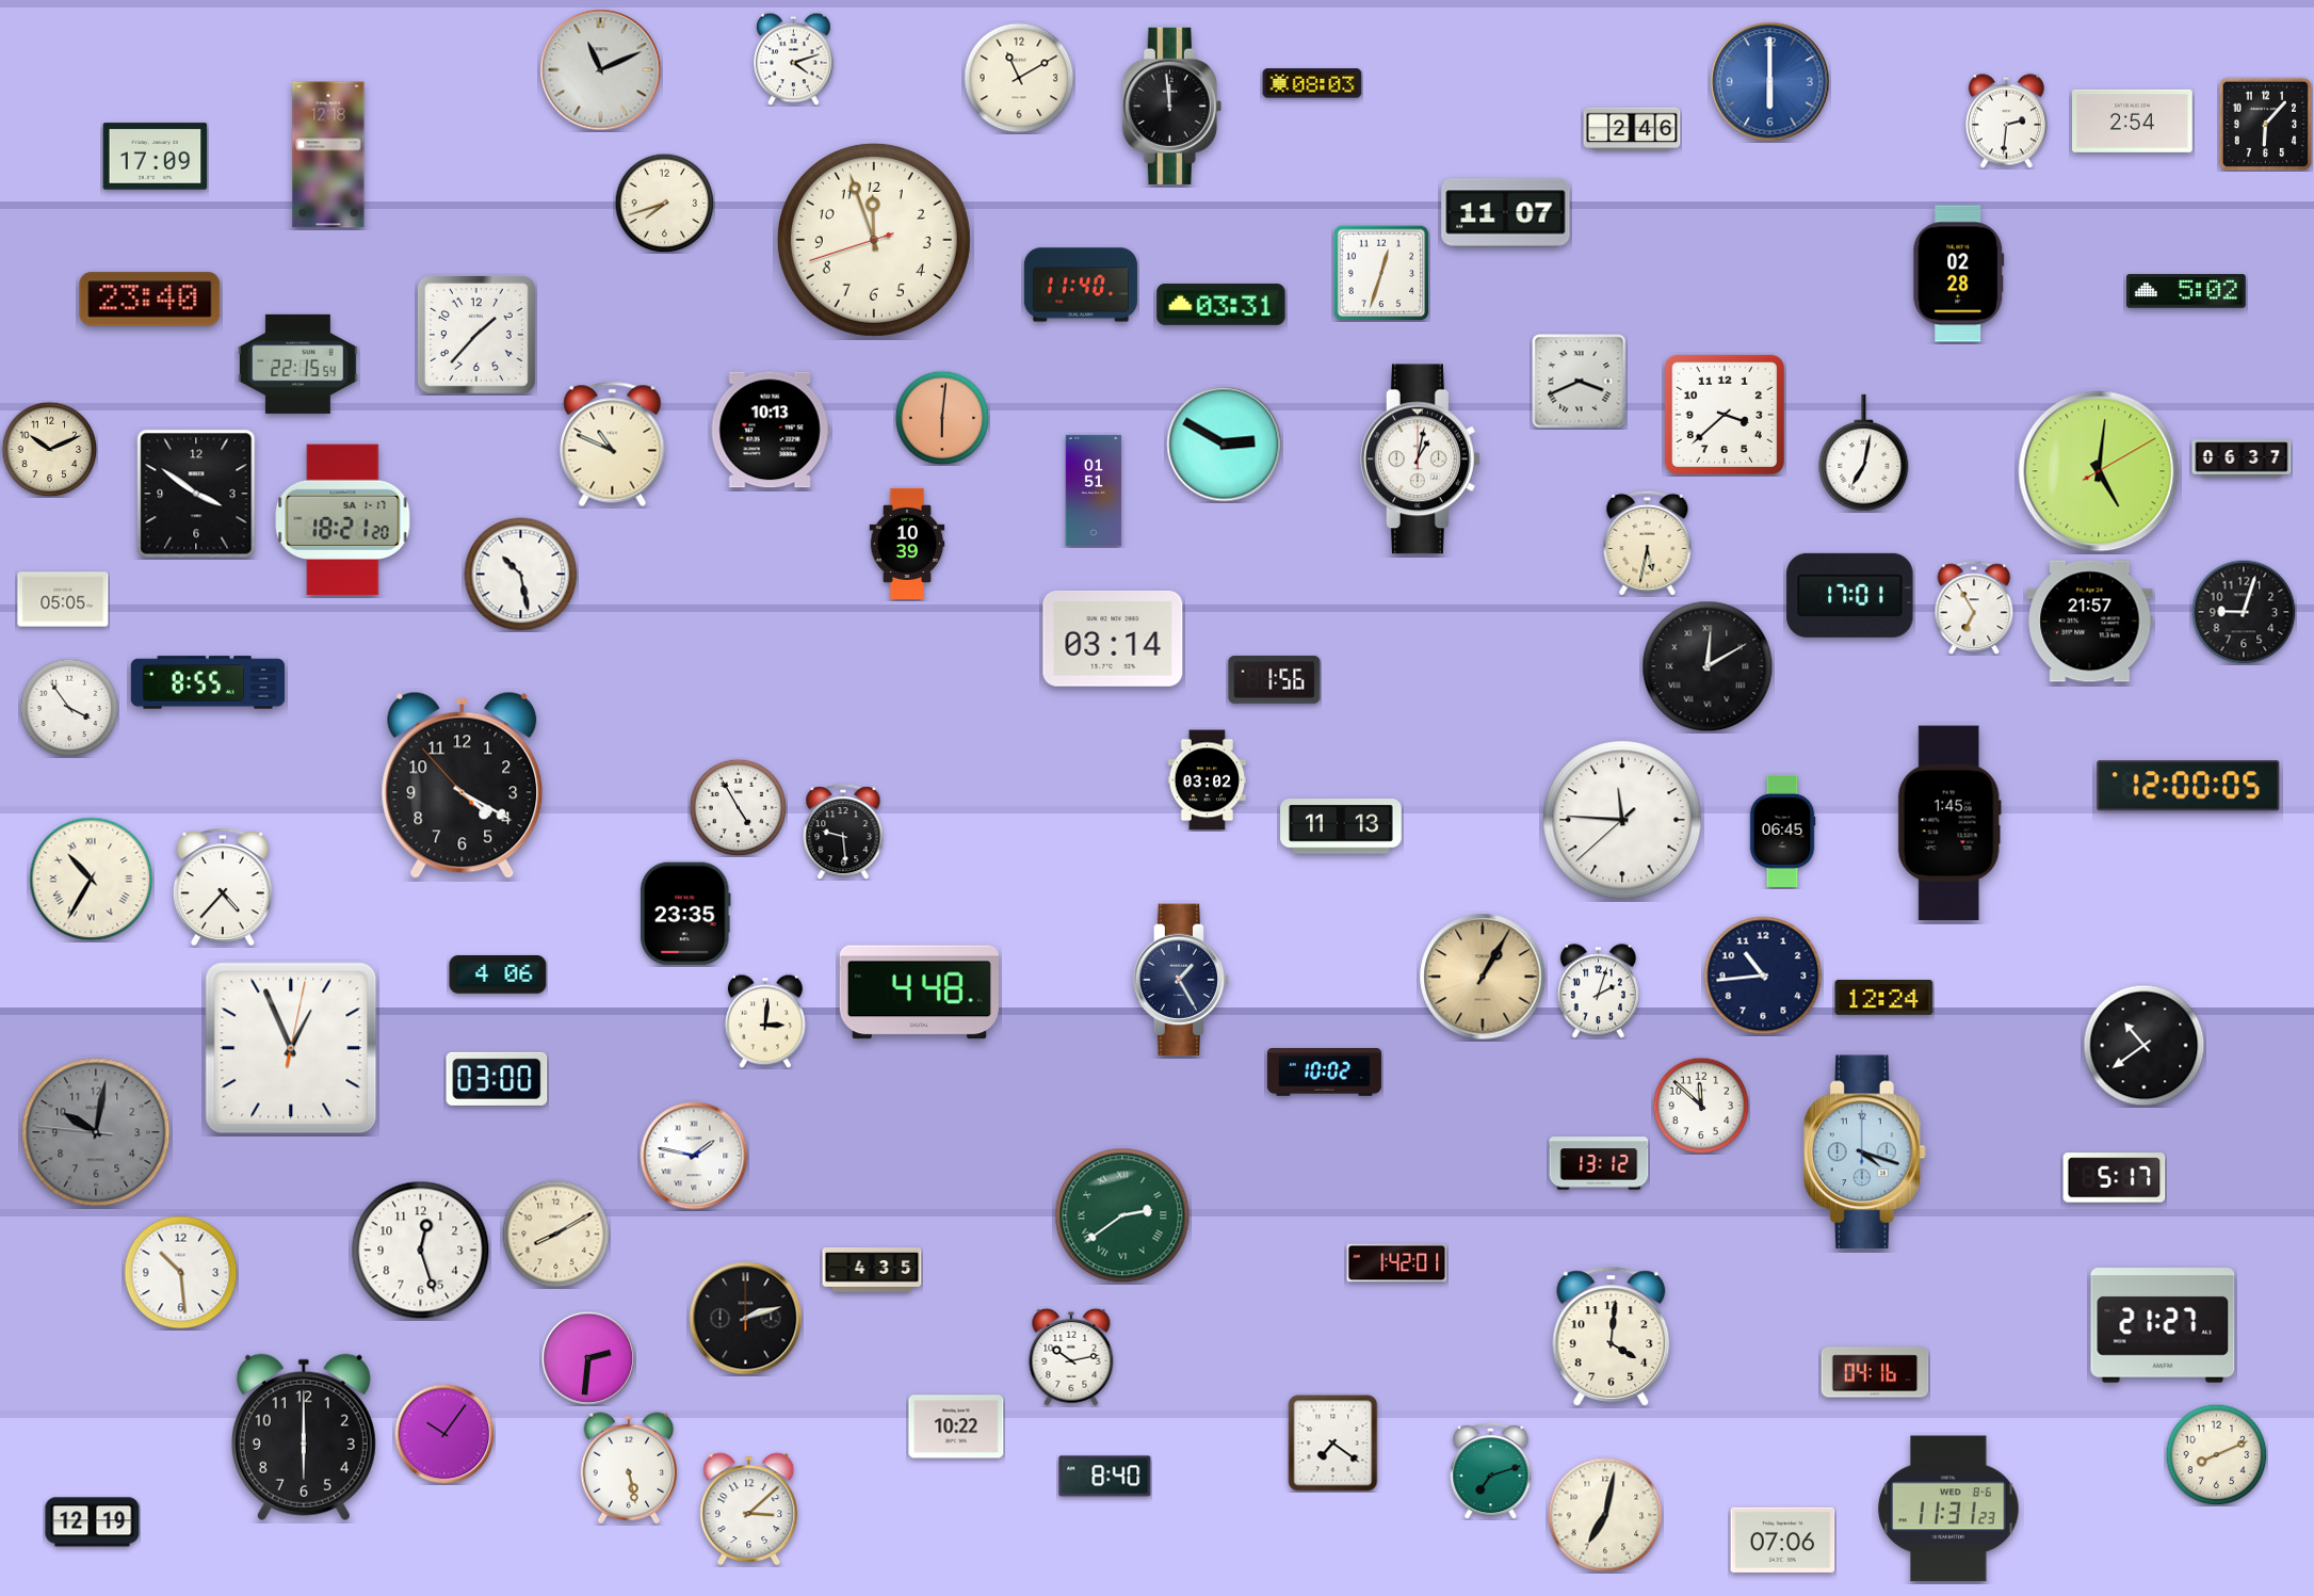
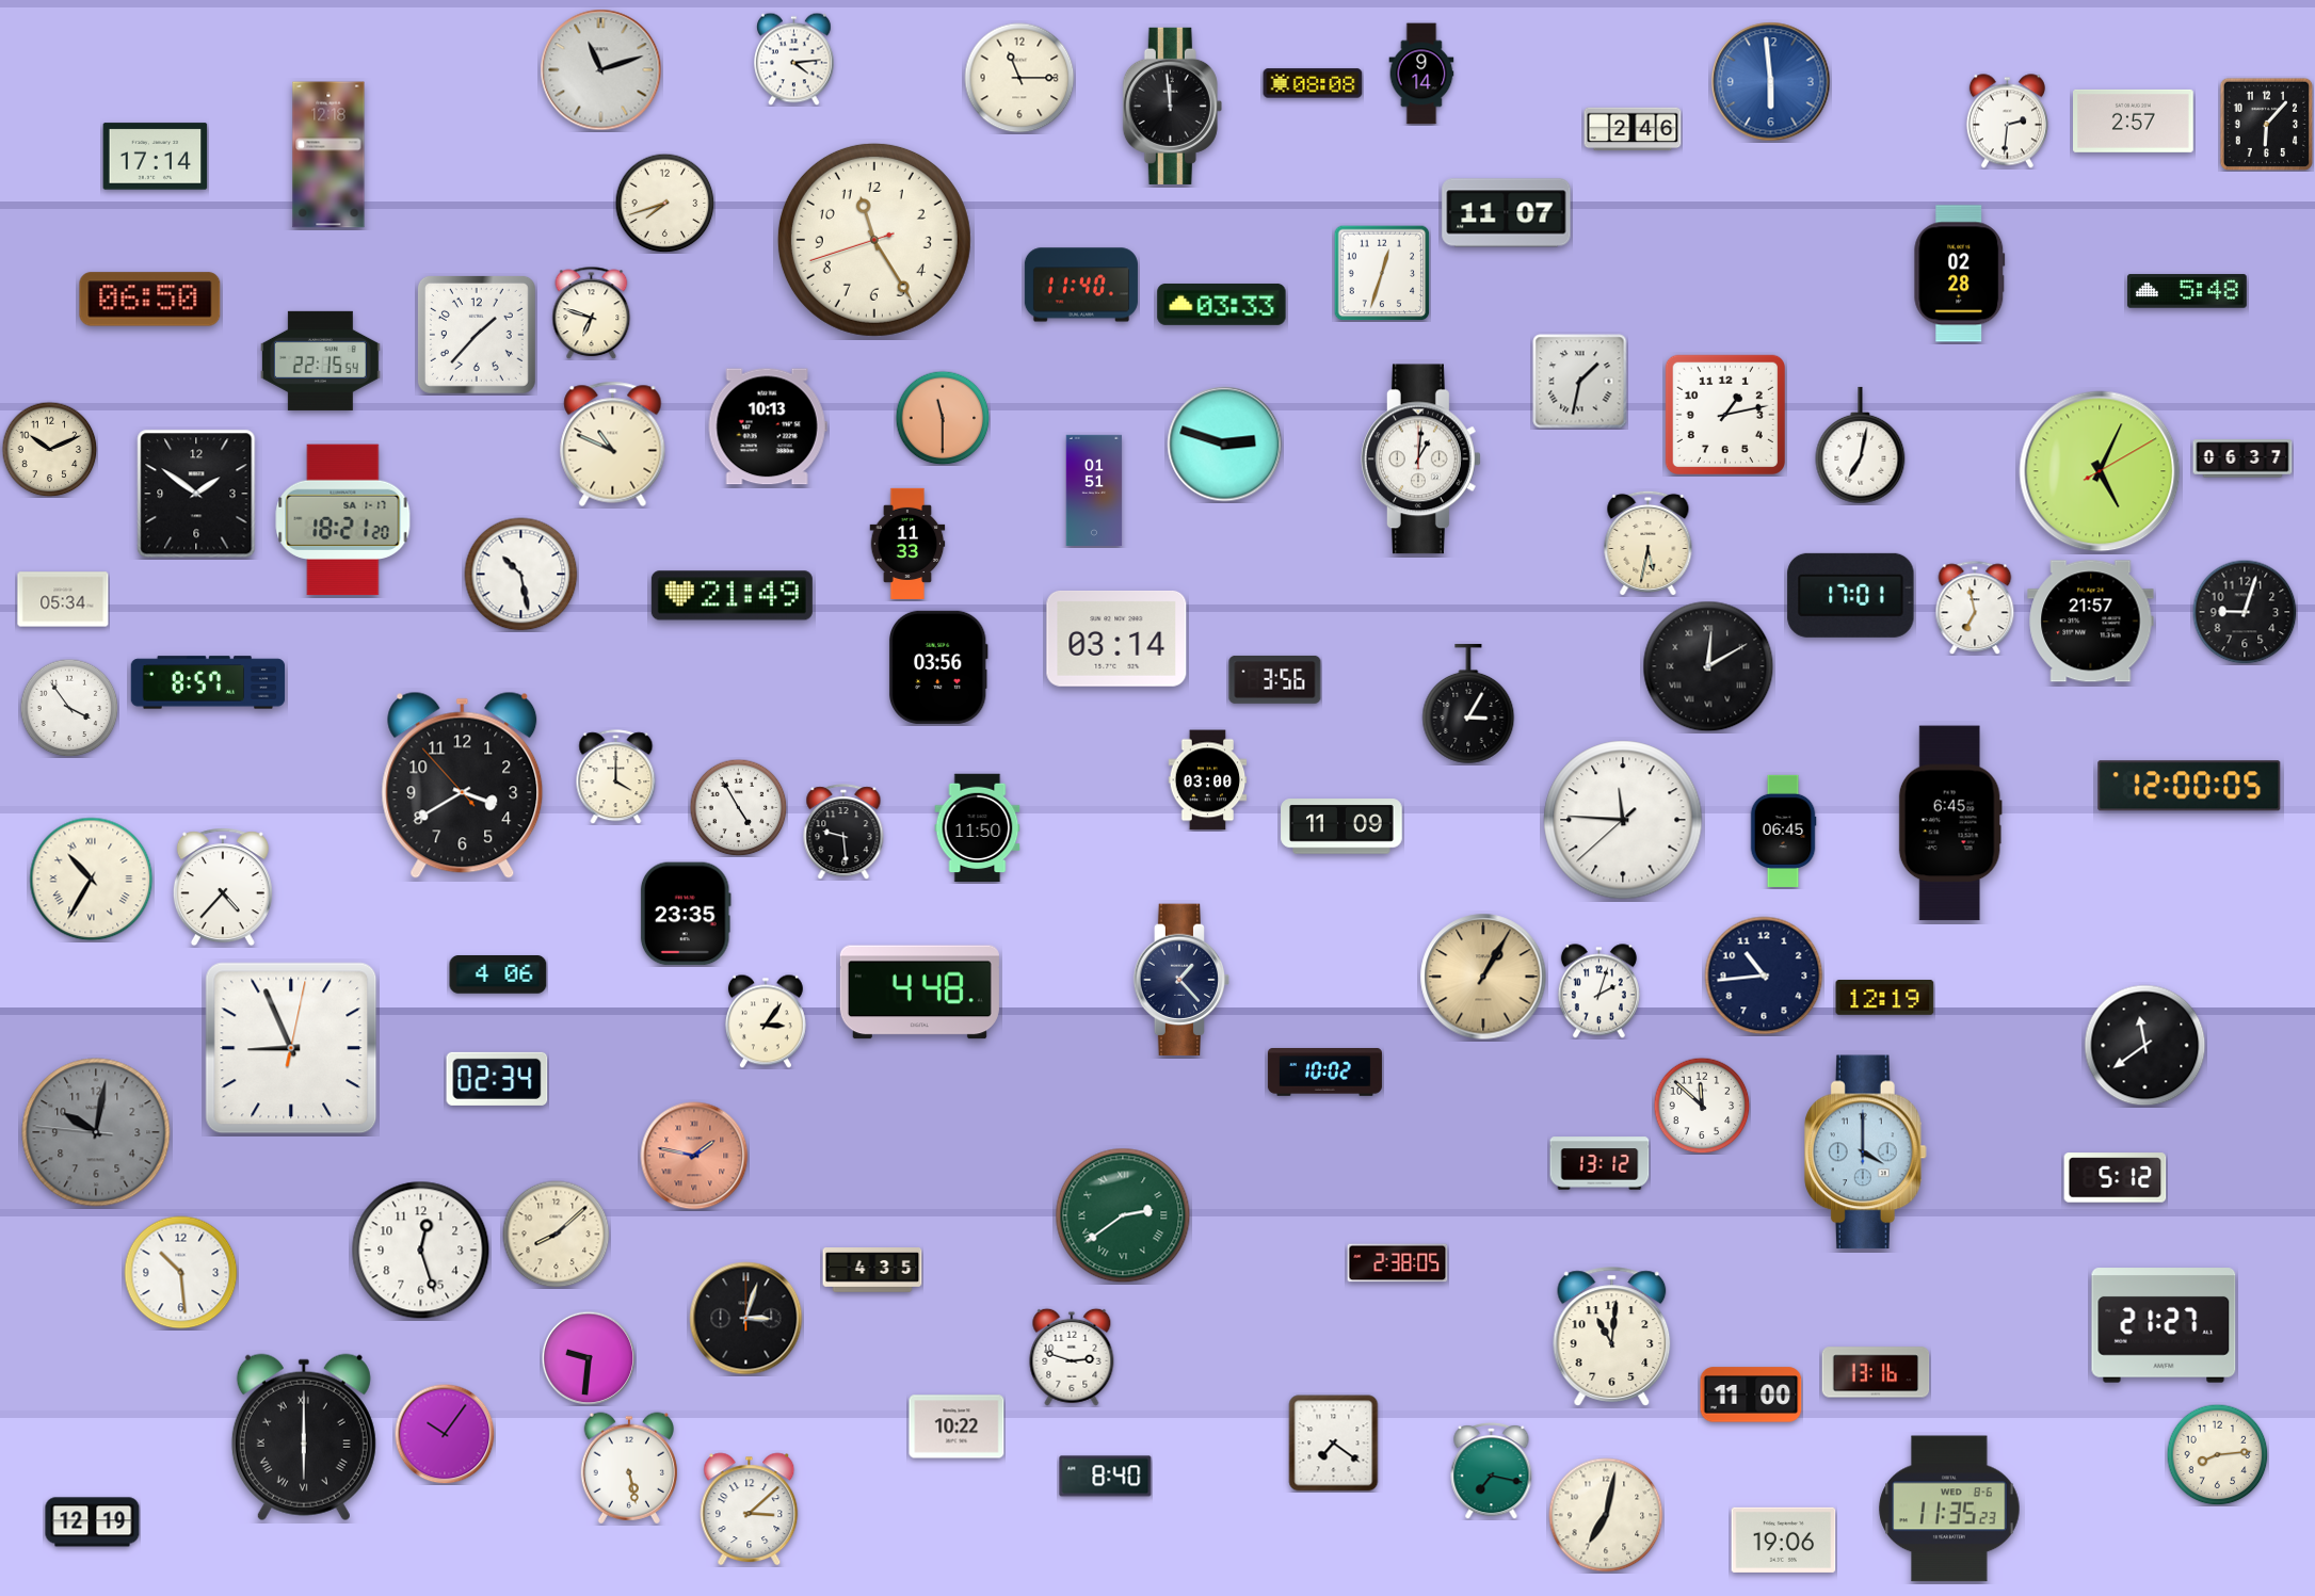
clock at (794, 59): 4:12 -> 4:14
clock at (601, 70): 11:11 -> 11:12
clock at (1421, 74): none -> 9:14
clock at (1019, 78): 11:10 -> 11:15
clock at (1770, 82): 6:00 -> 5:59
clock at (1312, 83): 08:03 -> 08:08
clock at (2133, 120): 2:54 -> 2:57
clock at (156, 157): 17:09 -> 17:14
clock at (874, 240): 11:56 -> 11:24
clock at (2186, 291): 5:02 -> 5:48
clock at (150, 300): 23:40 -> 06:50
clock at (1221, 304): 03:31 -> 03:33
clock at (592, 312): none -> 6:48
clock at (298, 364) position: (298, 364) -> (321, 360)
clock at (1580, 382): 3:41 -> 1:32
clock at (1725, 415): 3:38 -> 1:13
clock at (942, 418): 6:01 -> 11:30
clock at (771, 430) position: (771, 430) -> (768, 426)
clock at (1225, 445): 2:50 -> 2:48
clock at (1864, 453) position: (1864, 453) -> (1861, 446)
clock at (1420, 460): 1:02 -> 1:01
clock at (2099, 471): 5:01 -> 5:04
clock at (196, 494): 3:51 -> 1:51
clock at (907, 543): 10:39 -> 11:33
clock at (732, 596): none -> 21:49
clock at (63, 599): 05:05 -> 05:34
clock at (1974, 608): 6:55 -> 6:58
clock at (1113, 639) position: (1113, 639) -> (1116, 639)
clock at (939, 667): none -> 03:56
clock at (1275, 679): 1:56 -> 3:56
clock at (208, 682): 8:55 -> 8:57
clock at (1468, 705): none -> 3:05
clock at (616, 777): none -> 4:00
clock at (1208, 780): 03:02 -> 03:00
clock at (463, 785): 4:19 -> 3:39
clock at (1949, 823): 1:45 -> 6:45
clock at (1341, 826): 11:13 -> 11:09
clock at (978, 828): none -> 11:50
clock at (1181, 980): 1:25 -> 1:23
clock at (1884, 998): 12:24 -> 12:19
clock at (765, 1021): 3:01 -> 3:06
clock at (2145, 1046): 10:39 -> 11:39
clock at (291, 1048): 12:56 -> 8:56
clock at (497, 1079): 03:00 -> 02:34
clock at (1864, 1152): 4:18 -> 4:00
clock at (694, 1156) dial: white -> salmon
clock at (2115, 1178): 5:17 -> 5:12
clock at (556, 1235): 8:10 -> 8:08
clock at (1397, 1263): 1:42 -> 2:38
clock at (746, 1319): 2:12 -> 3:03
clock at (1612, 1337): 4:01 -> 11:01
clock at (1071, 1357): 10:13 -> 2:48
clock at (588, 1358): 2:31 -> 9:31
clock at (1875, 1372): 04:16 -> 13:16
clock at (1751, 1395): none -> 11:00
clock at (304, 1437) numerals: Arabic -> Roman
clock at (2216, 1454): 8:11 -> 8:14
clock at (1491, 1471): 7:12 -> 7:17
clock at (1948, 1509): 11:31 -> 11:35
clock at (1783, 1539): 07:06 -> 19:06
